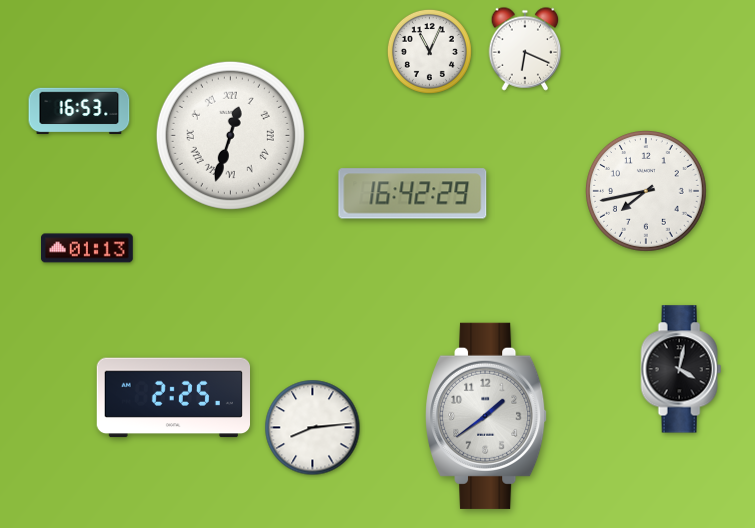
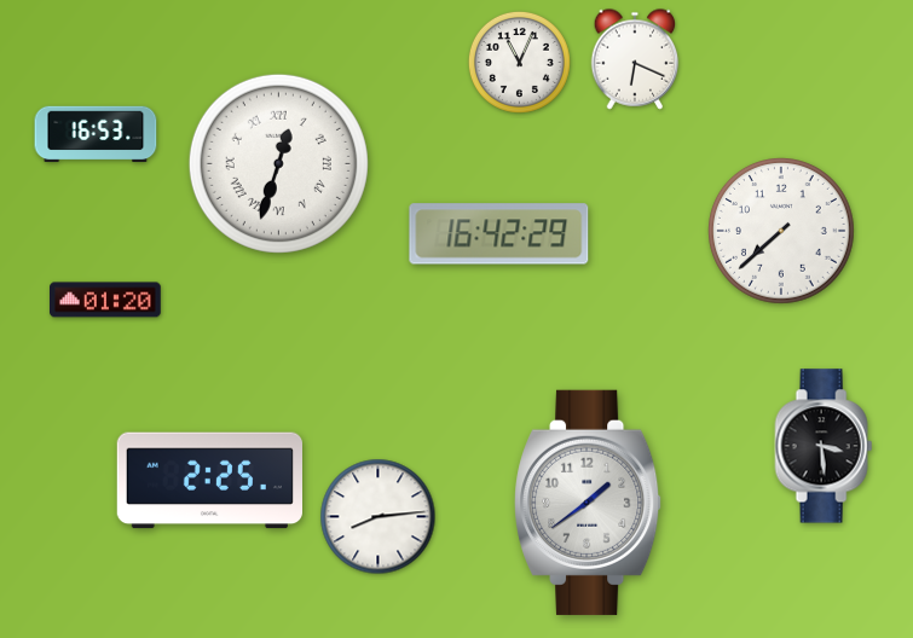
clock at (647, 192): 7:43 -> 7:38
clock at (87, 248): 01:13 -> 01:20
clock at (681, 369): 4:02 -> 3:29
